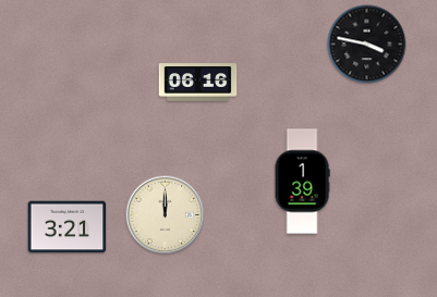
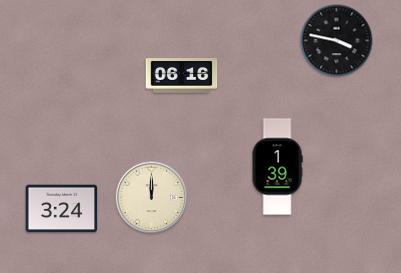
clock at (68, 227): 3:21 -> 3:24
